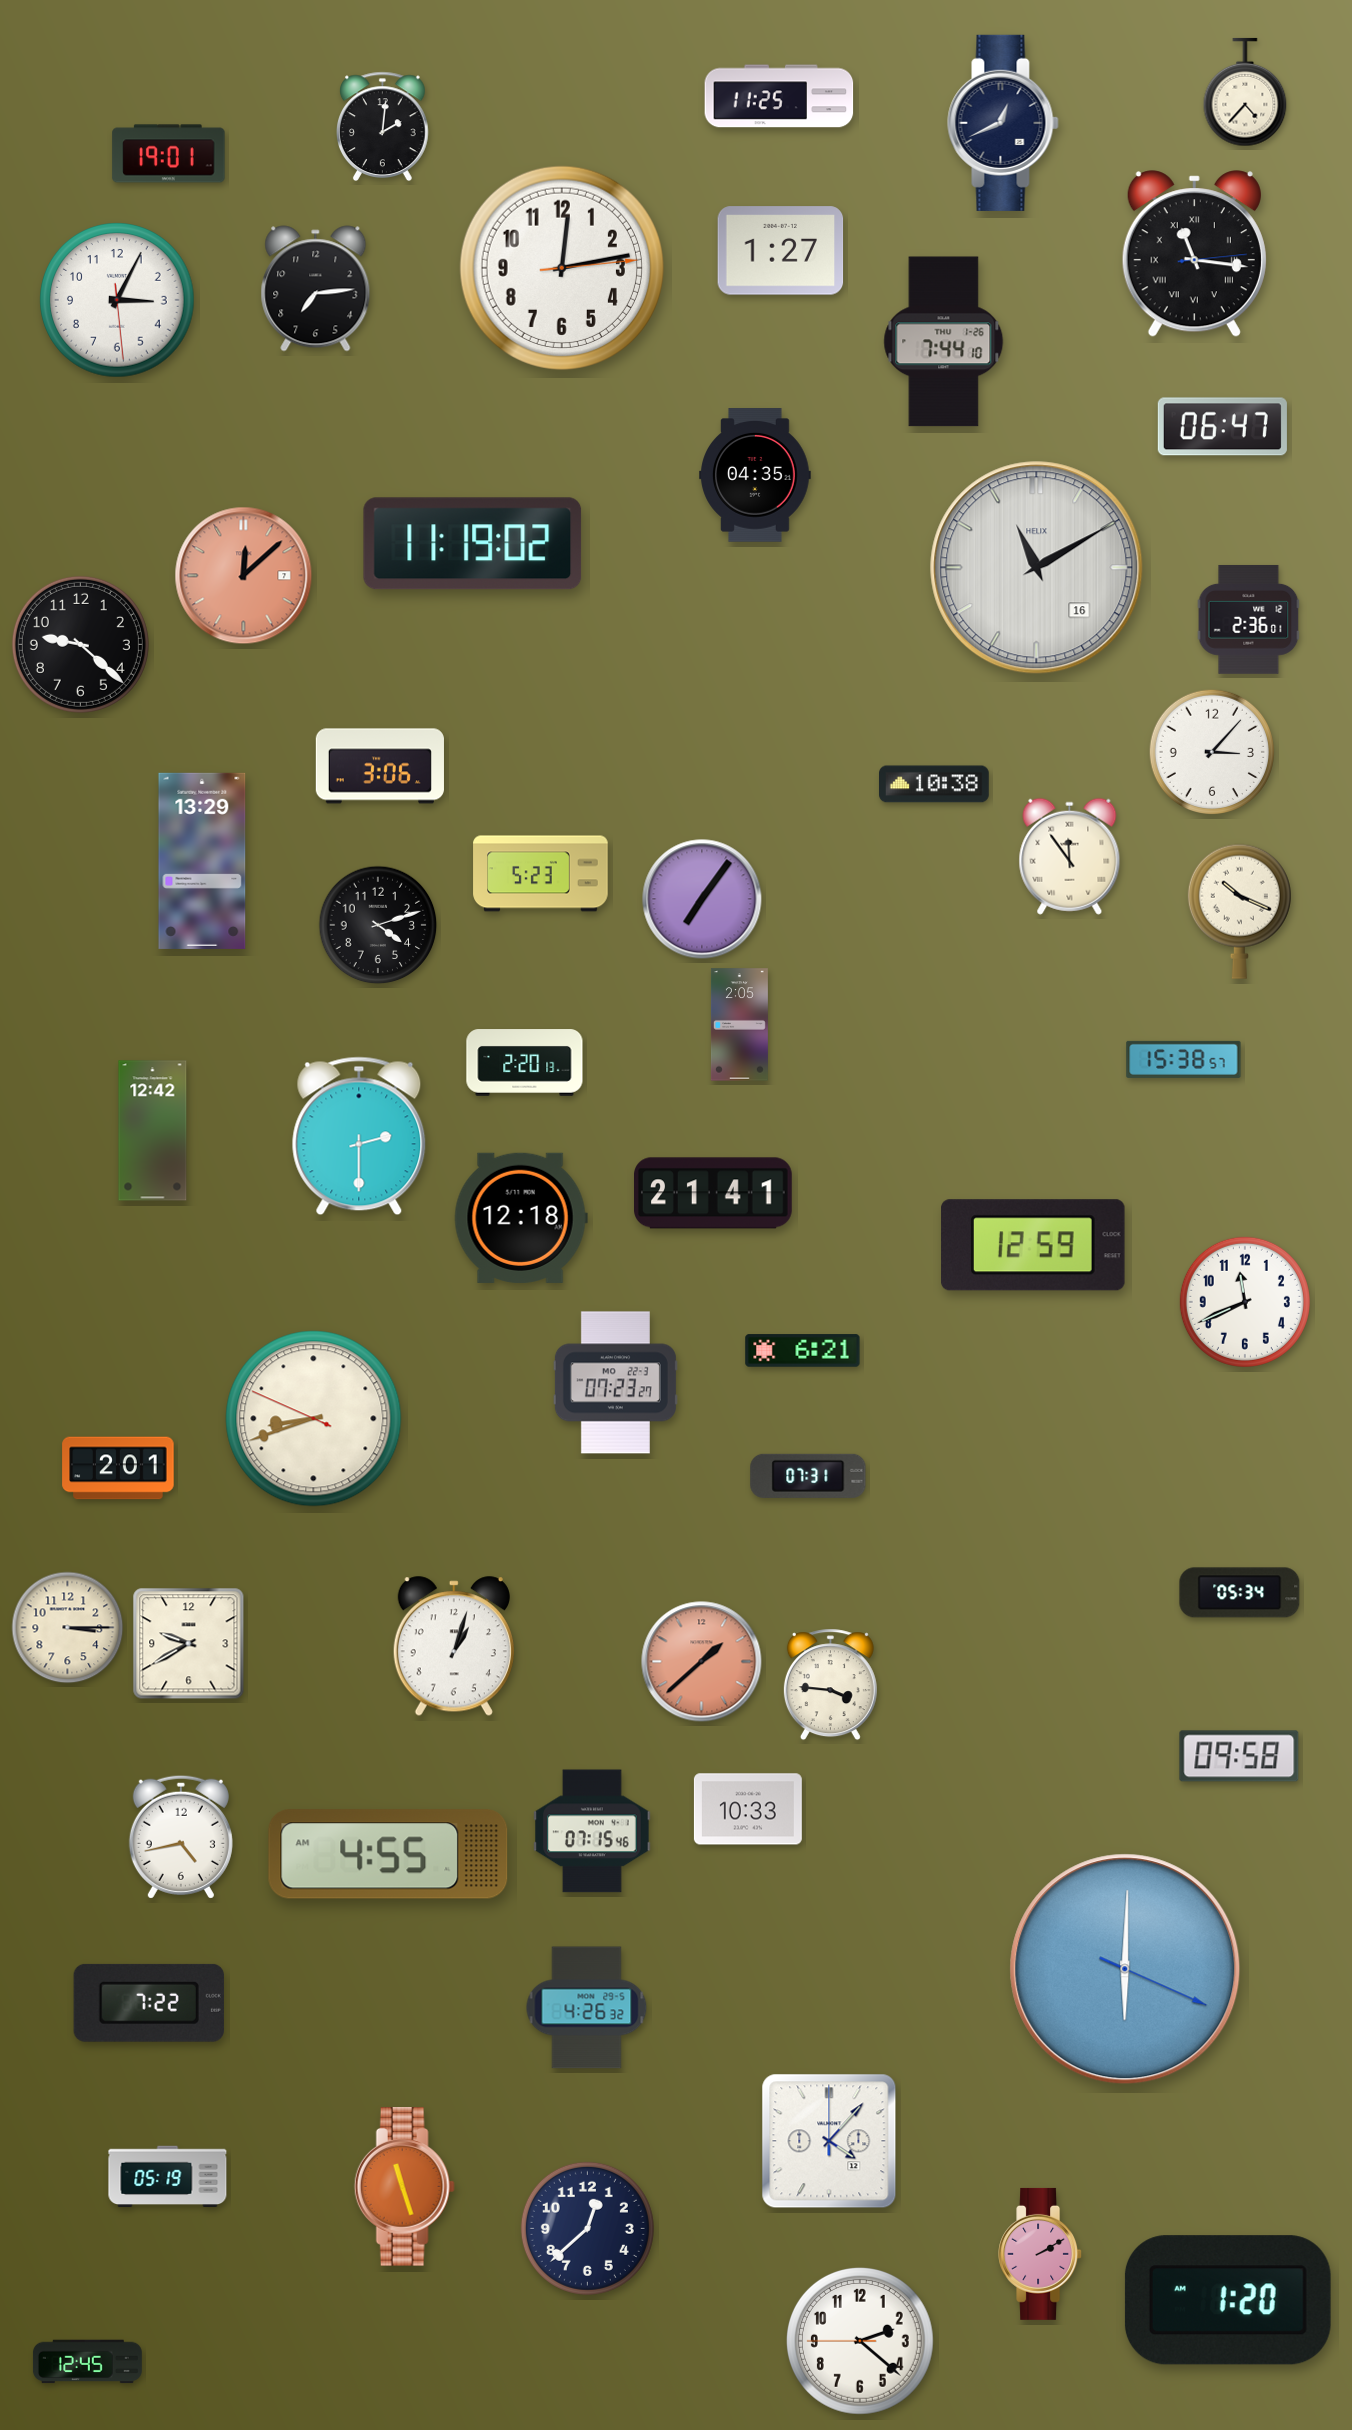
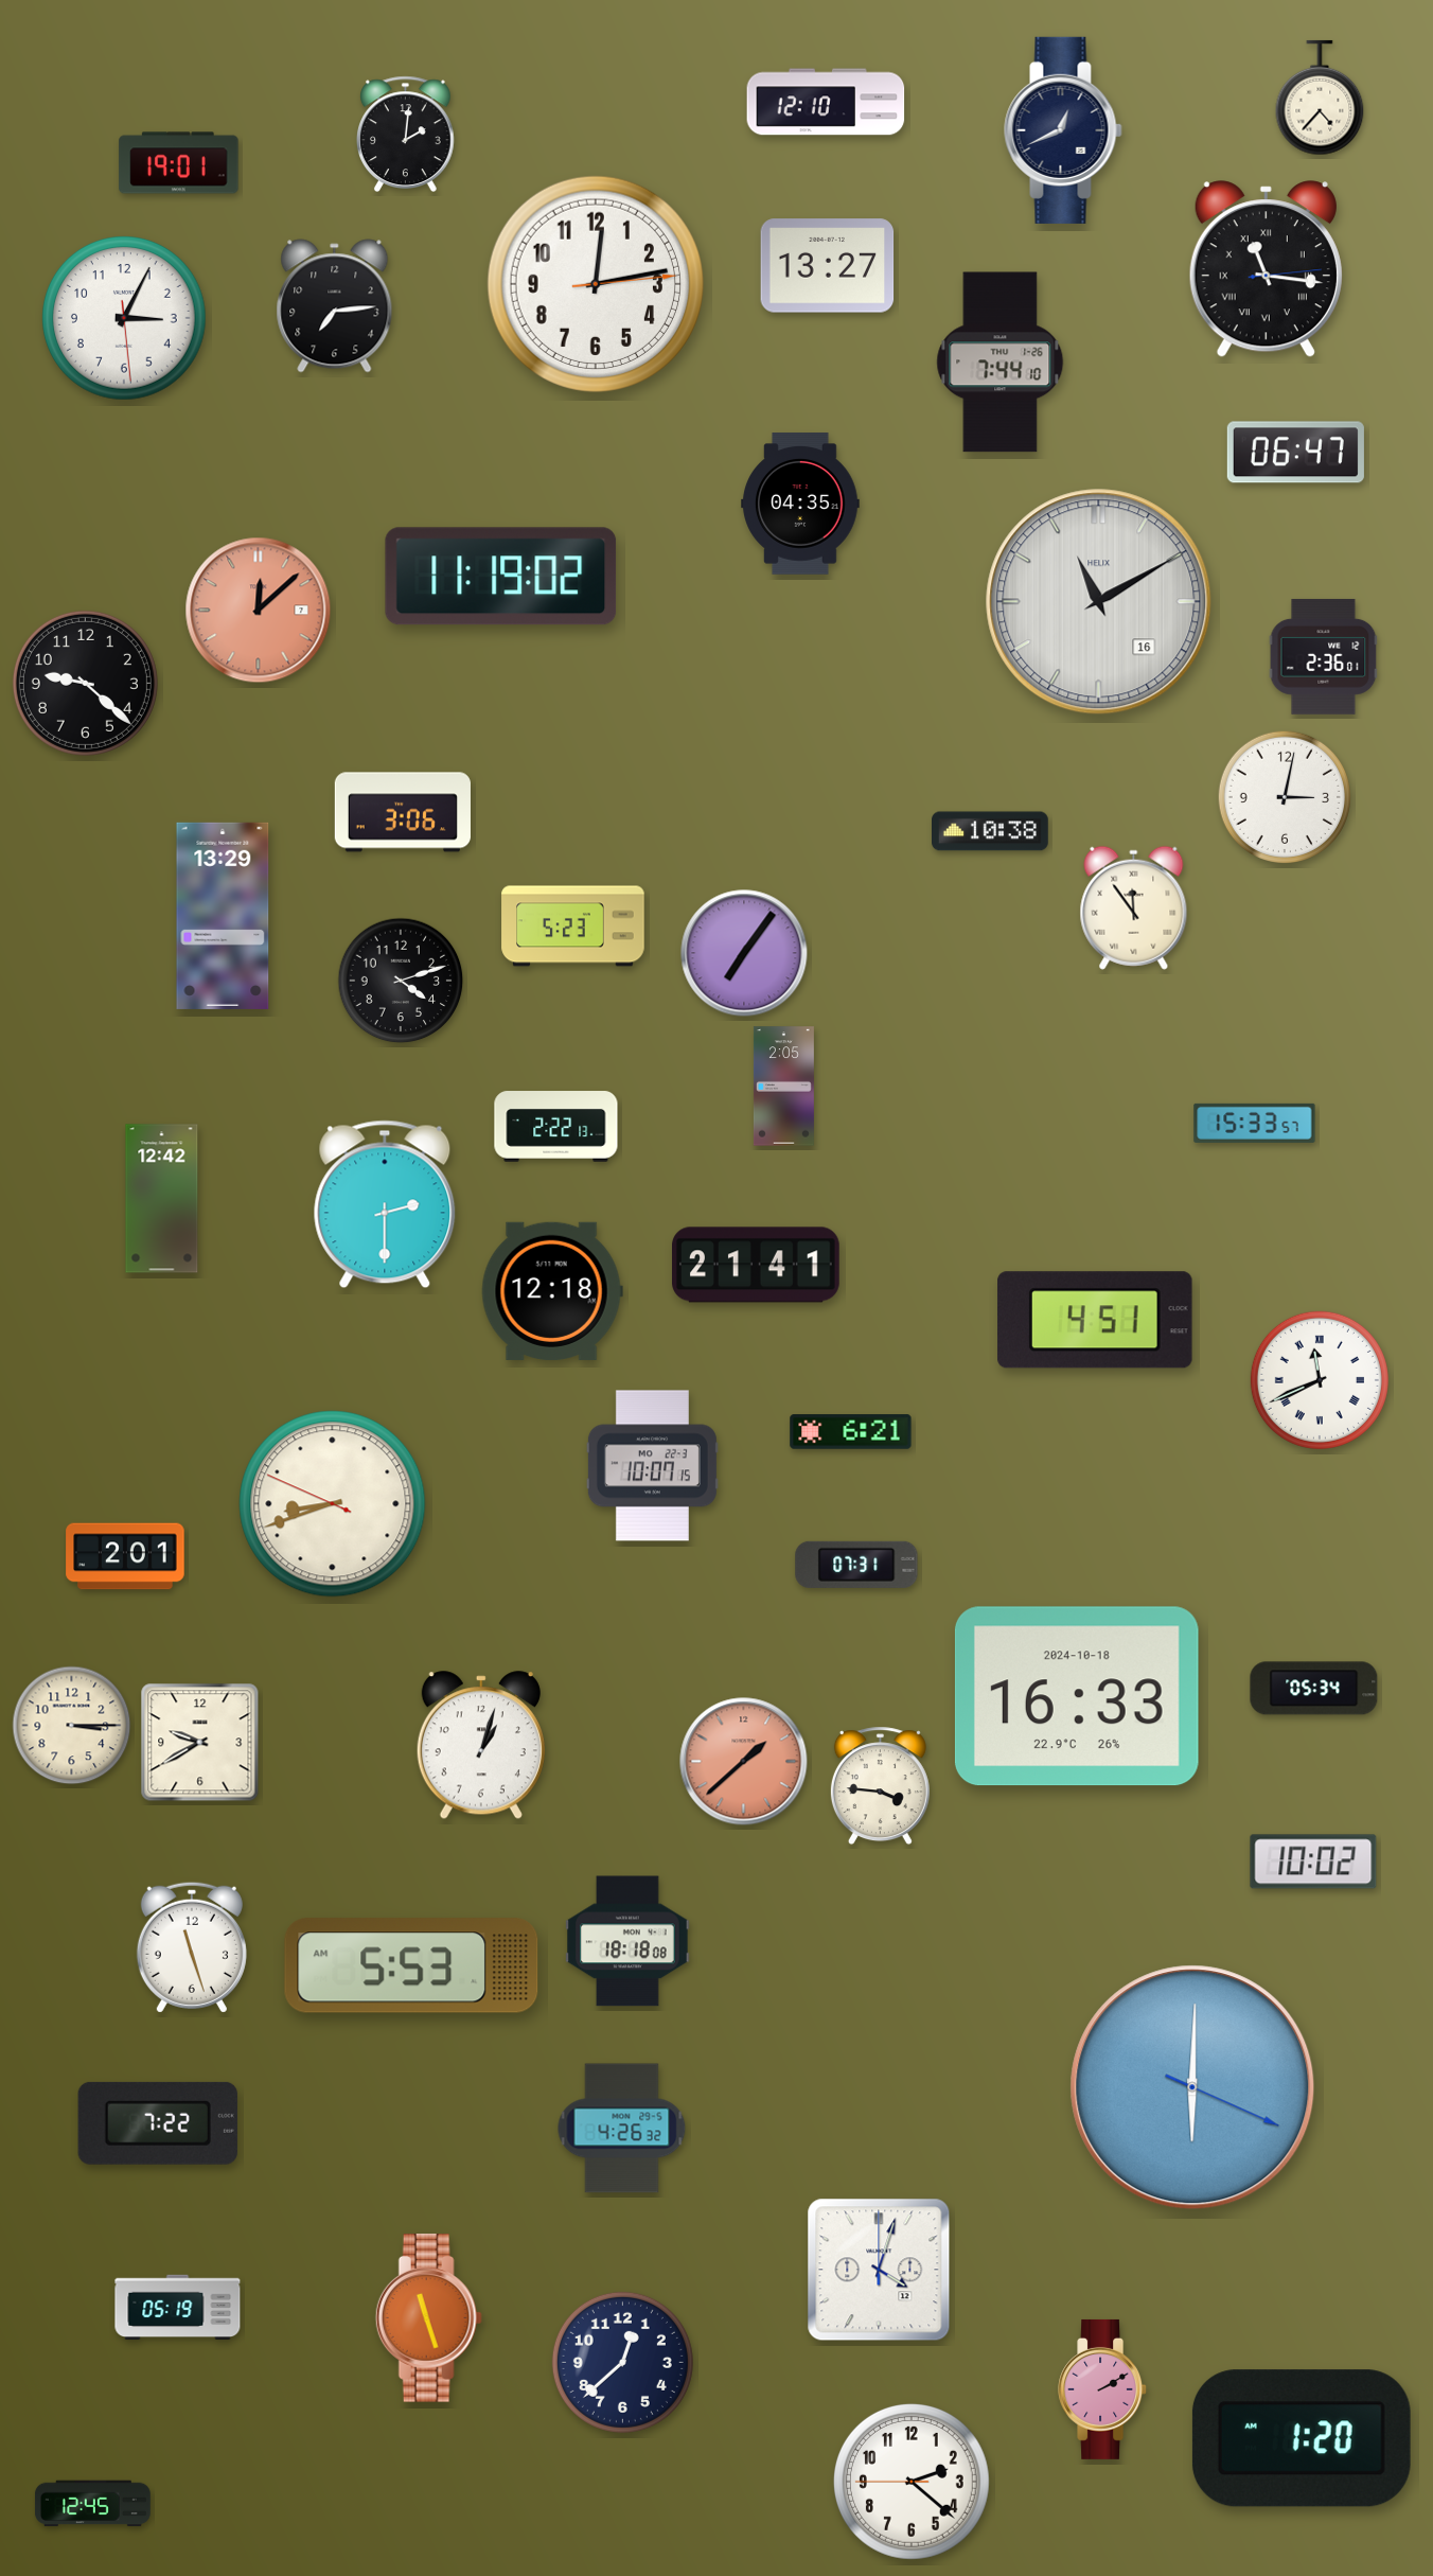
clock at (779, 96): 11:25 -> 12:10
clock at (781, 251): 1:27 -> 13:27
clock at (1211, 751): 3:07 -> 3:02
clock at (202, 861) position: (202, 861) -> (223, 916)
clock at (1239, 911): 10:19 -> none
clock at (1184, 1059): 15:38 -> 15:33
clock at (525, 1063): 2:20 -> 2:22
clock at (359, 1136) position: (359, 1136) -> (385, 1204)
clock at (1033, 1245): 12:59 -> 4:51
clock at (1245, 1302) numerals: Arabic -> Roman
clock at (615, 1383): 07:23 -> 10:07
clock at (1077, 1696): none -> 16:33
clock at (1239, 1756): 09:58 -> 10:02
clock at (748, 1809): 10:33 -> none
clock at (592, 1831): 07:15 -> 18:18
clock at (181, 1837): 4:43 -> 11:27
clock at (388, 1854): 4:55 -> 5:53
clock at (829, 2141): 4:07 -> 4:03
